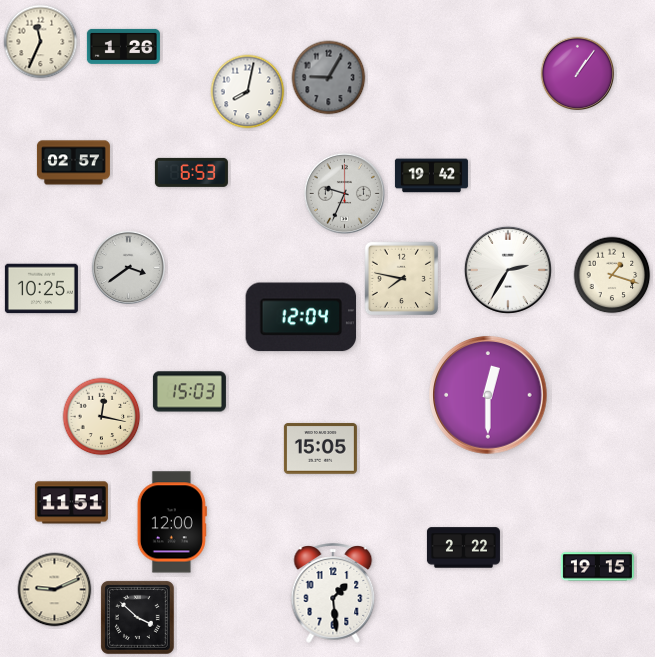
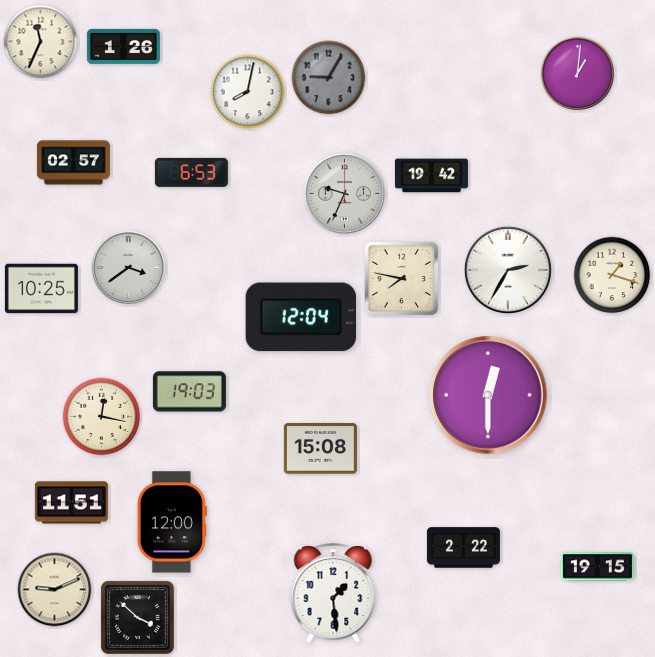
clock at (577, 73): 1:06 -> 1:01
clock at (189, 392): 15:03 -> 19:03
clock at (320, 449): 15:05 -> 15:08
